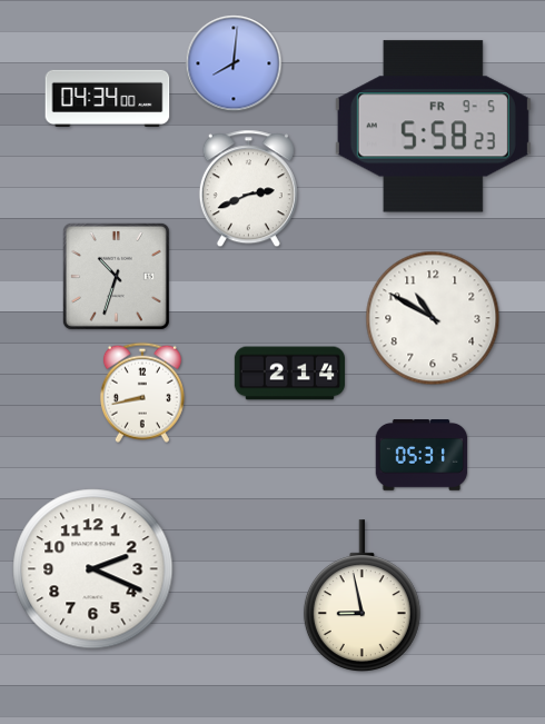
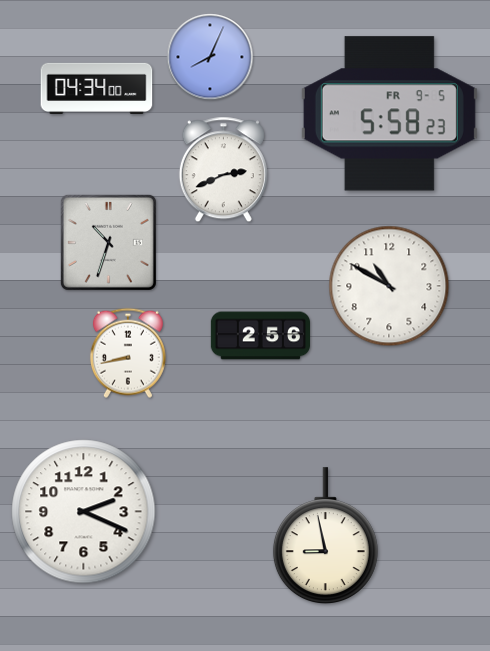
clock at (234, 63): 8:01 -> 8:04
clock at (116, 276) position: (116, 276) -> (108, 242)
clock at (289, 374): 2:14 -> 2:56
clock at (422, 456): 05:31 -> none
